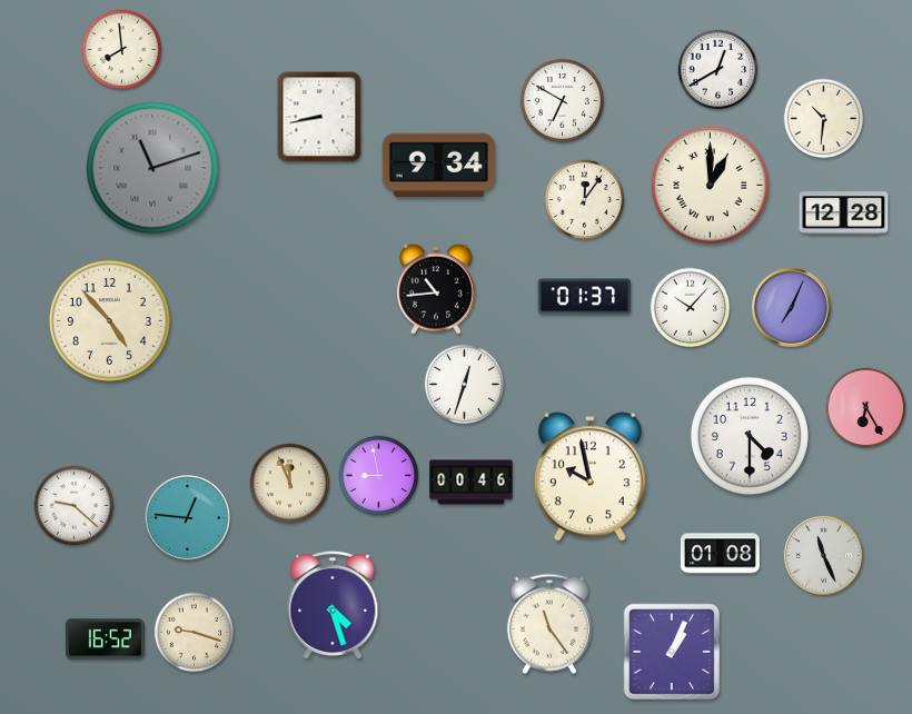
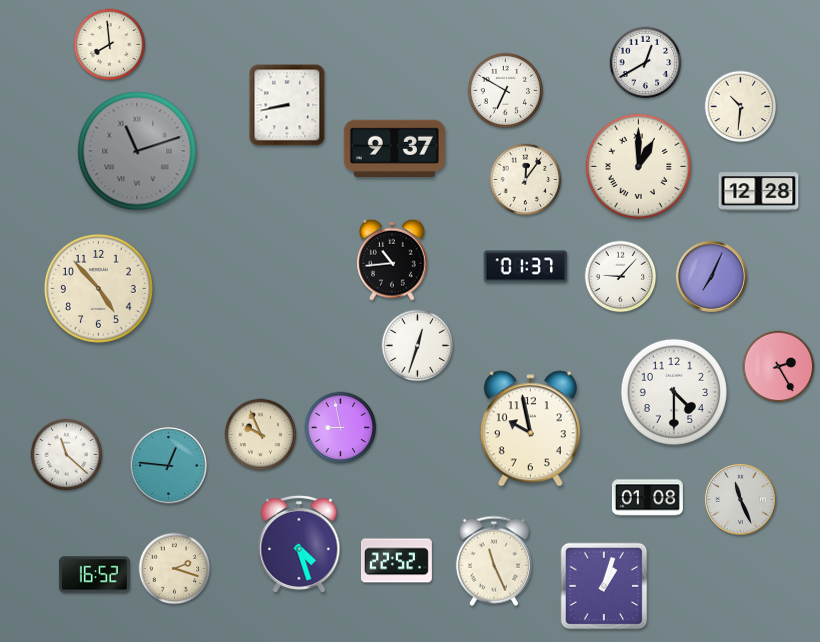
clock at (438, 165): 9:34 -> 9:37
clock at (691, 308): 10:07 -> 9:07
clock at (866, 408): 6:25 -> 2:25
clock at (472, 483): 00:46 -> none
clock at (290, 484): 11:56 -> 9:56
clock at (75, 506): 9:22 -> 11:22
clock at (396, 561): none -> 22:52
clock at (549, 624): 11:24 -> 11:26
clock at (195, 633): 9:18 -> 2:18
clock at (672, 652): 1:04 -> 1:03
